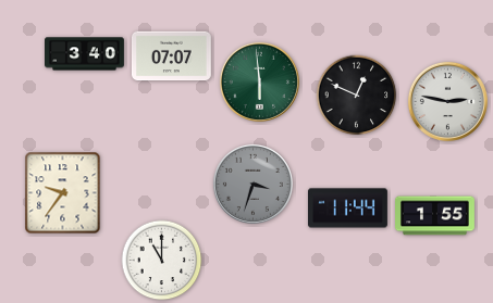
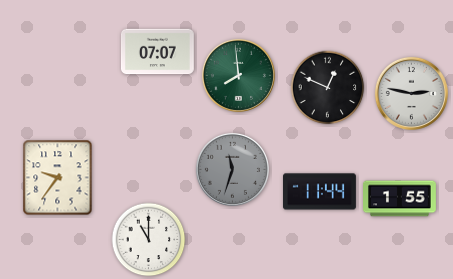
clock at (85, 54): 3:40 -> none
clock at (259, 81): 5:59 -> 7:59
clock at (252, 184): 3:33 -> 11:33
